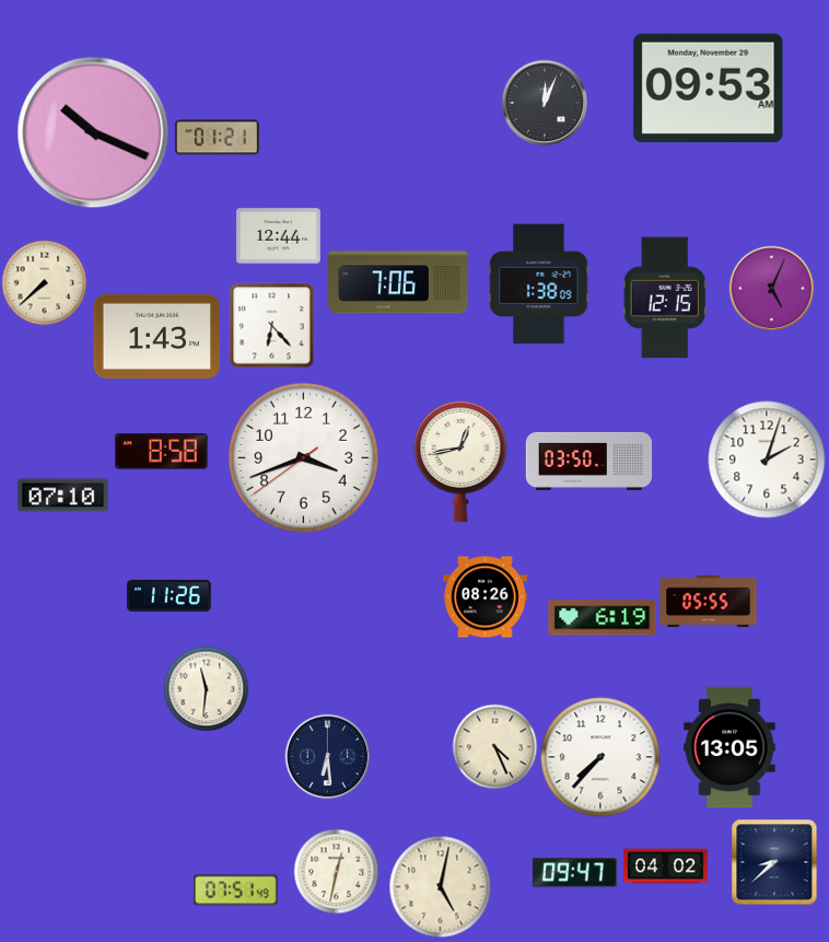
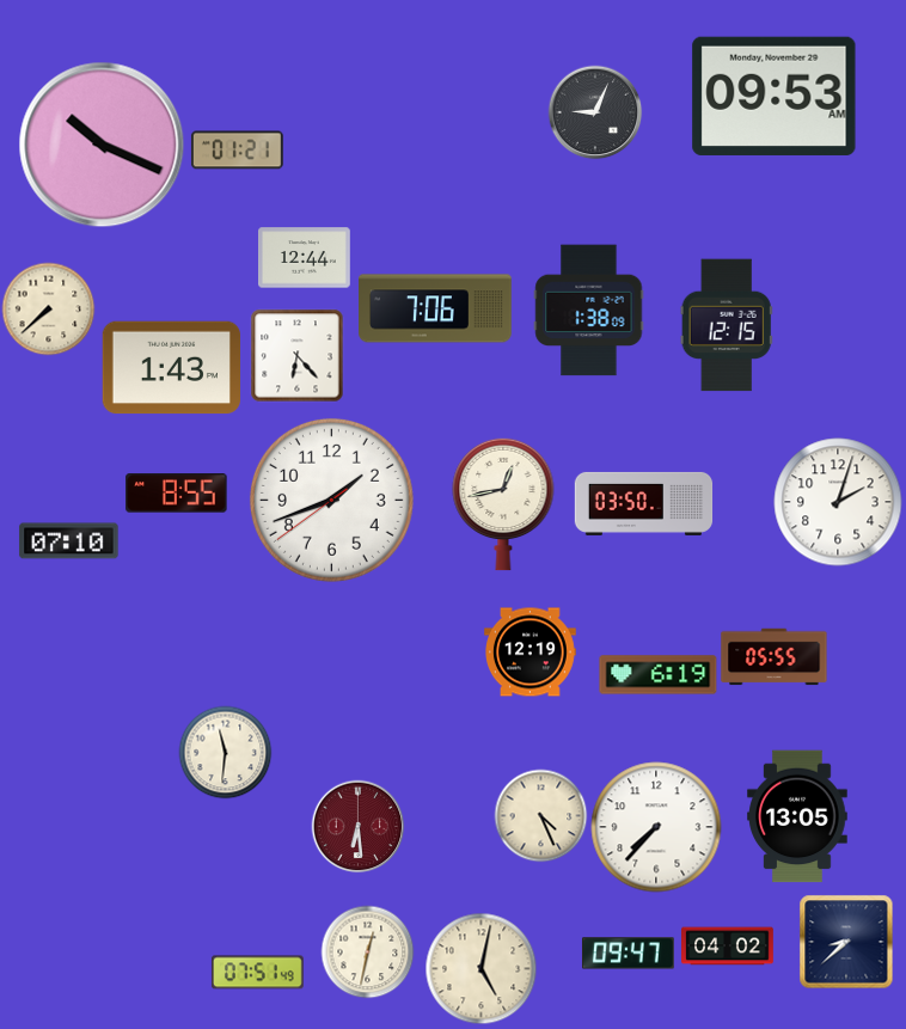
clock at (545, 103): 12:04 -> 9:04
clock at (771, 288): 5:04 -> none
clock at (162, 452): 8:58 -> 8:55
clock at (303, 457): 3:41 -> 1:41
clock at (170, 595): 11:26 -> none
clock at (486, 597): 08:26 -> 12:19
clock at (327, 756) dial: navy -> burgundy
